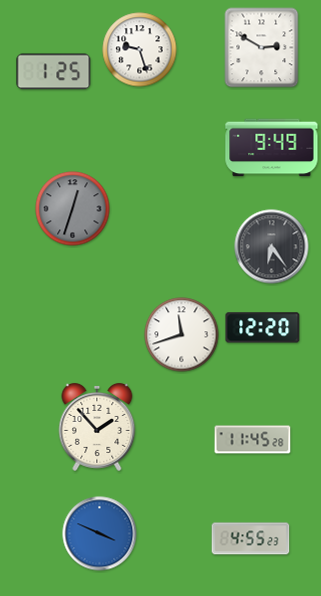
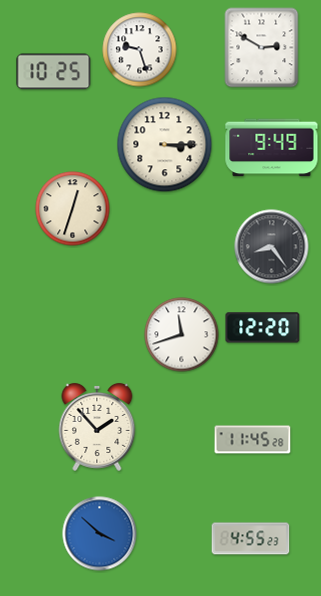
clock at (54, 72): 1:25 -> 10:25
clock at (165, 145): none -> 3:15
clock at (73, 209) dial: grey -> cream
clock at (272, 247): 6:24 -> 8:24
clock at (100, 534): 3:49 -> 3:52
